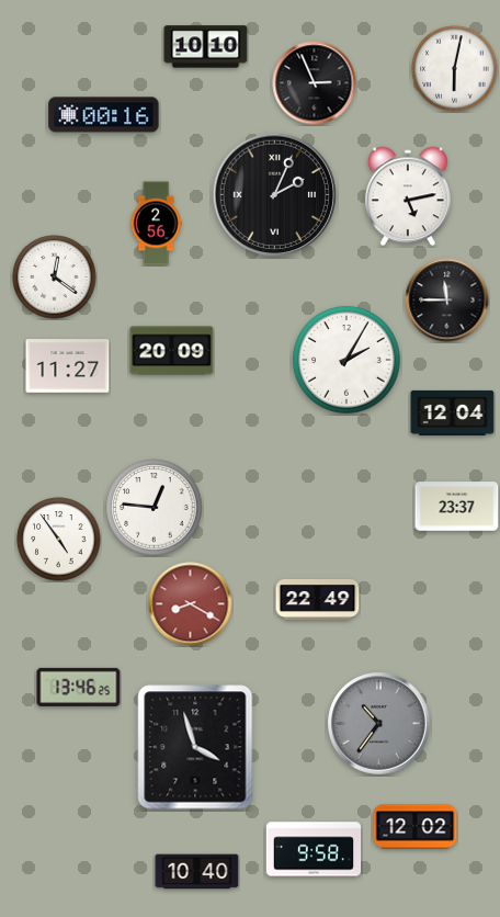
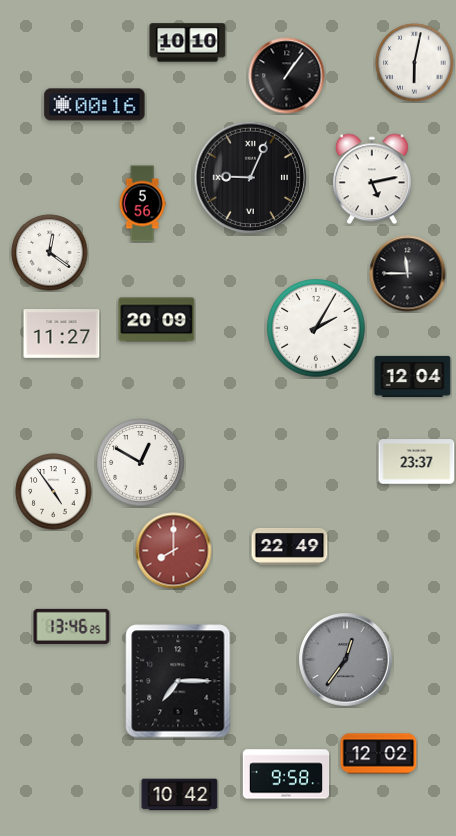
clock at (315, 83): 2:56 -> 1:06
clock at (274, 194): 2:04 -> 9:04
clock at (156, 224): 2:56 -> 5:56
clock at (155, 508): 12:46 -> 12:50
clock at (191, 604): 8:20 -> 8:00
clock at (379, 724): 10:36 -> 12:36
clock at (195, 747): 3:57 -> 7:15
clock at (197, 872): 10:40 -> 10:42
